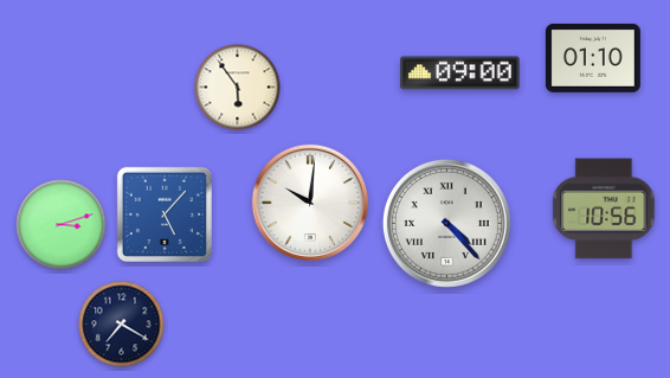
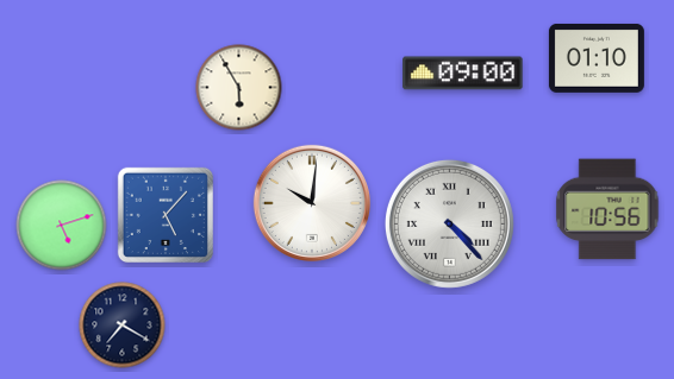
clock at (238, 88): 5:54 -> 5:55
clock at (62, 225): 3:12 -> 5:12
